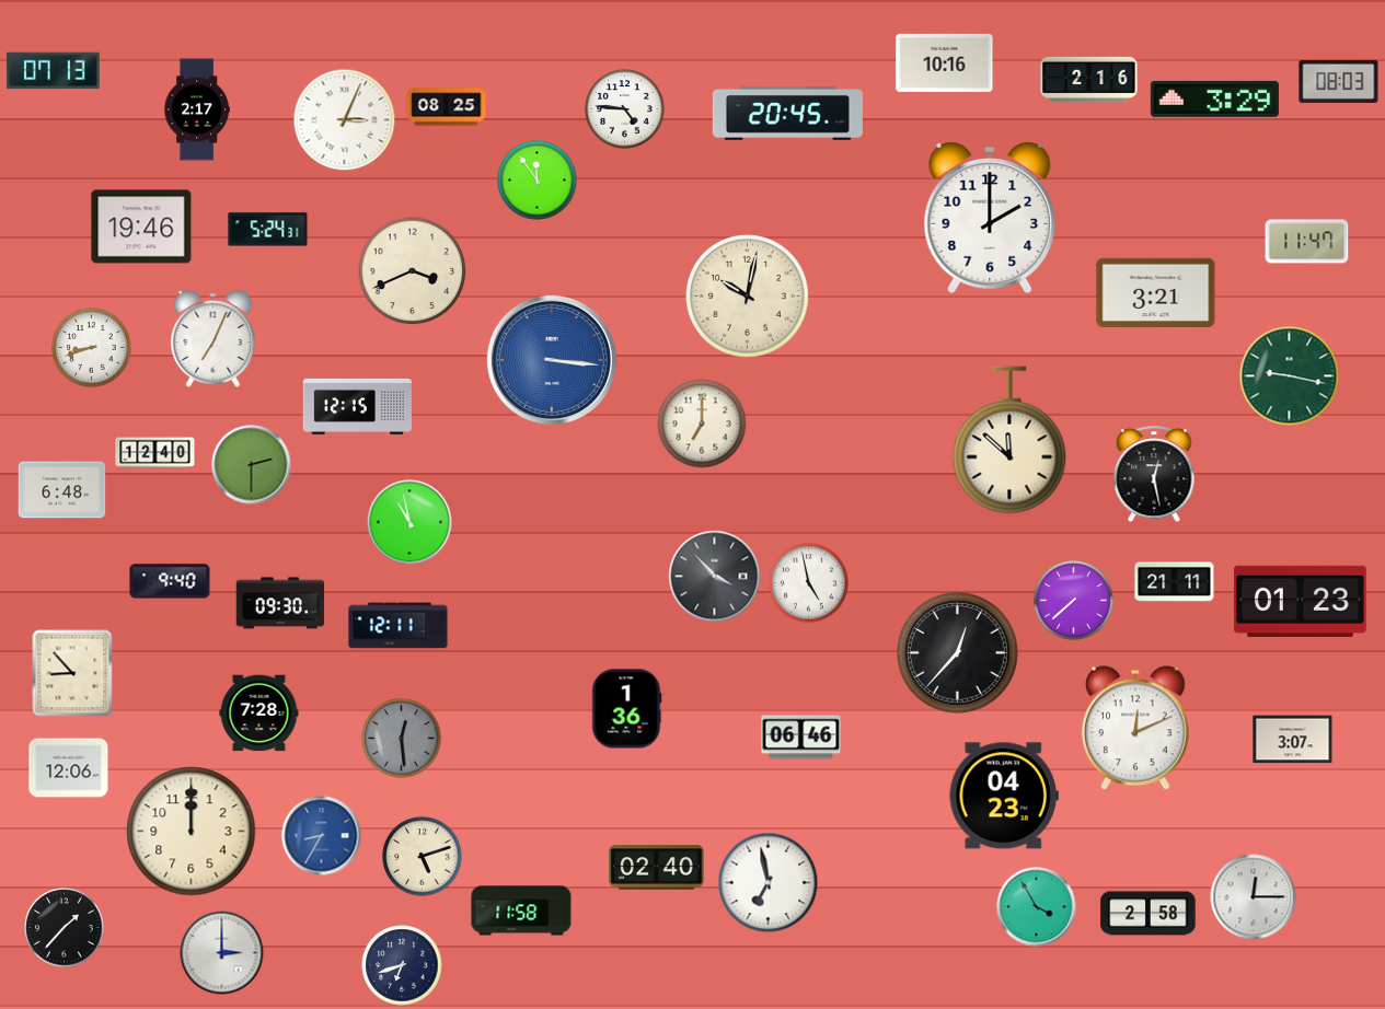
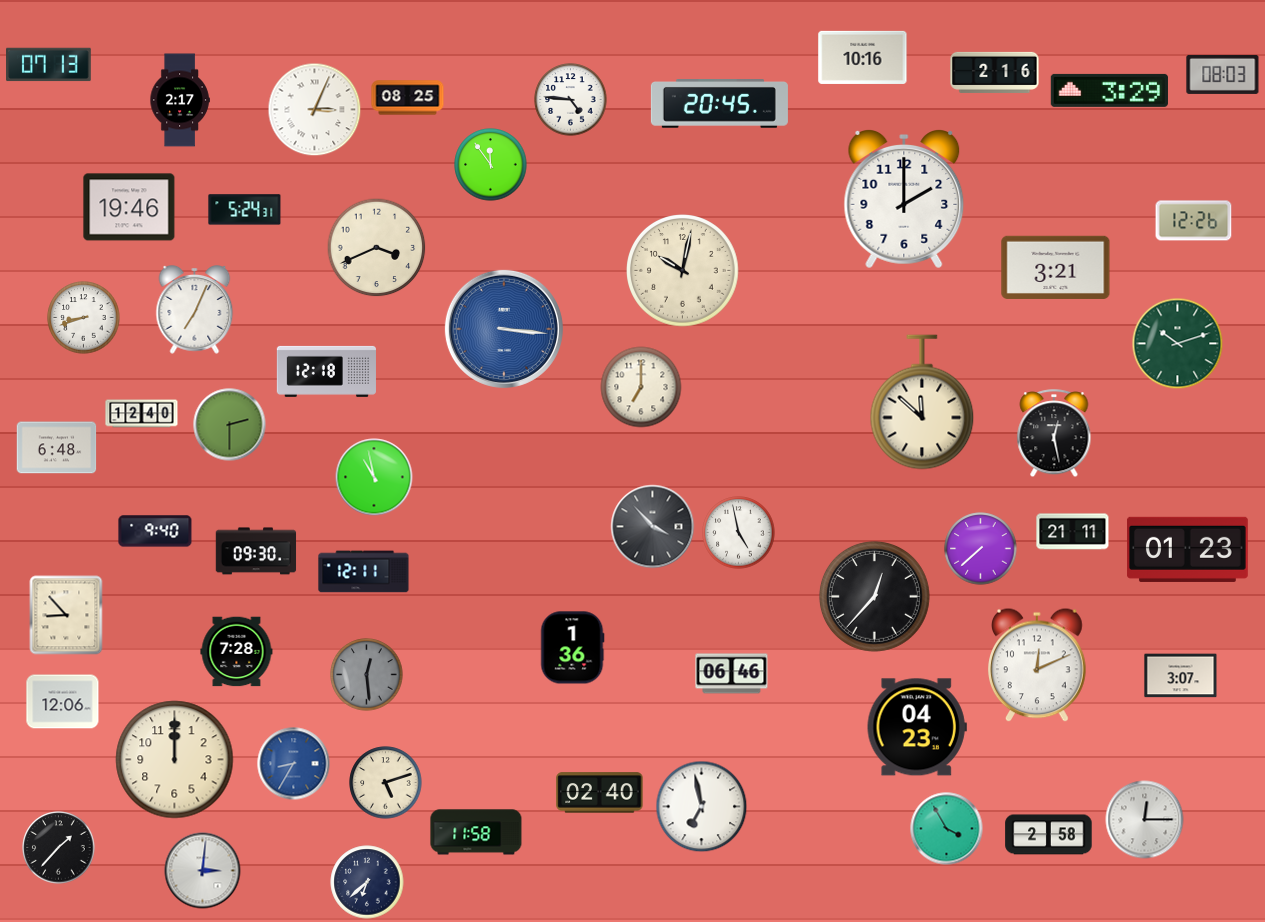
clock at (1307, 242): 11:47 -> 12:26
clock at (1290, 376): 9:17 -> 10:12
clock at (357, 406): 12:15 -> 12:18
clock at (222, 953): 3:00 -> 3:01
clock at (402, 965): 6:42 -> 6:38
